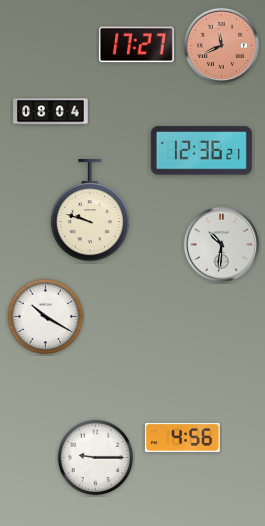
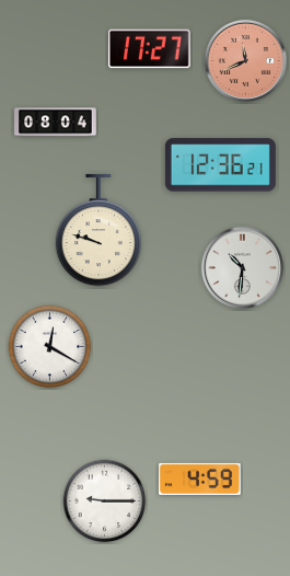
clock at (221, 45) position: (221, 45) -> (245, 60)
clock at (46, 317): 10:20 -> 12:20
clock at (183, 437): 4:56 -> 4:59
